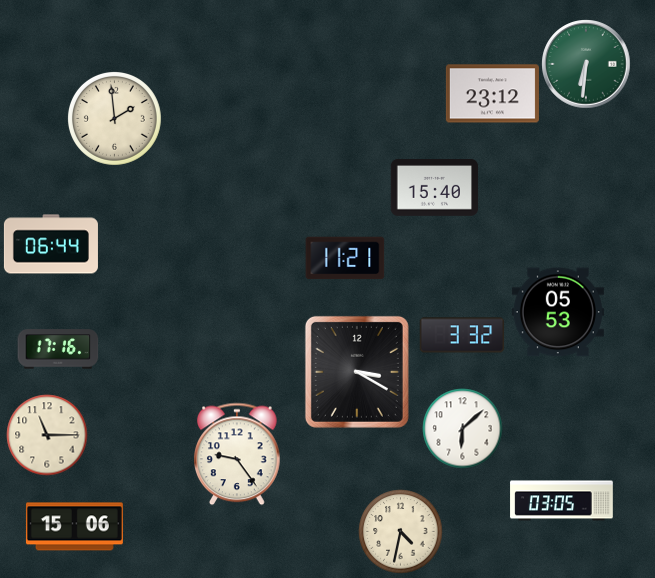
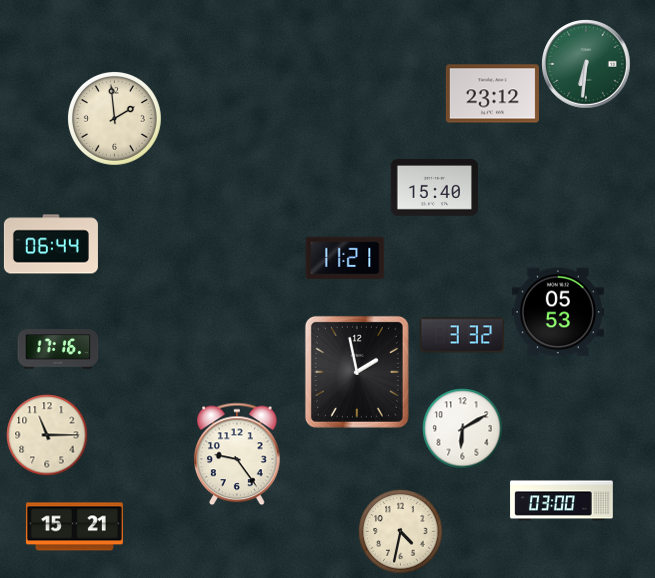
clock at (357, 372): 3:20 -> 1:58
clock at (462, 428): 6:08 -> 6:10
clock at (562, 501): 03:05 -> 03:00
clock at (74, 527): 15:06 -> 15:21
